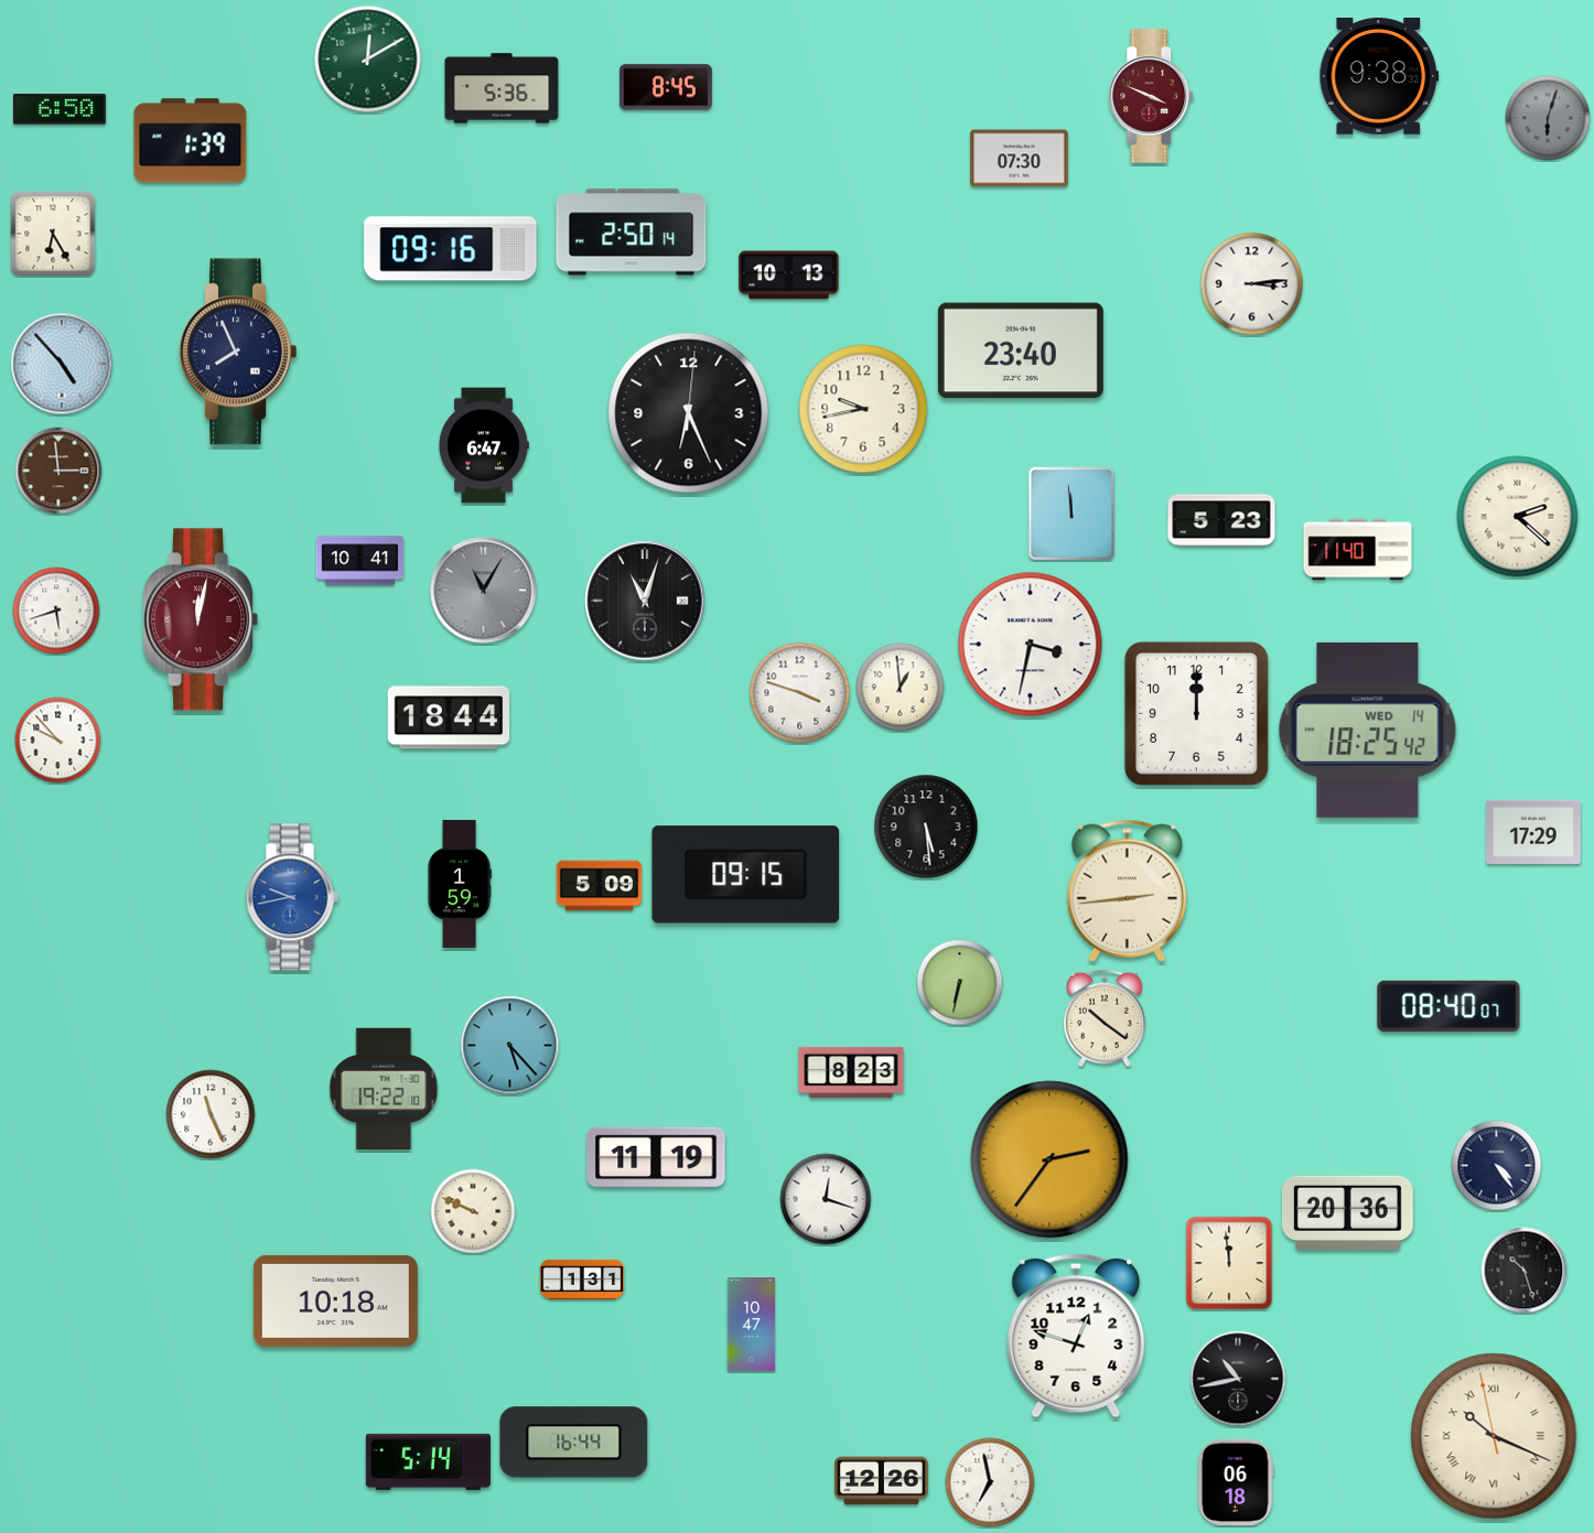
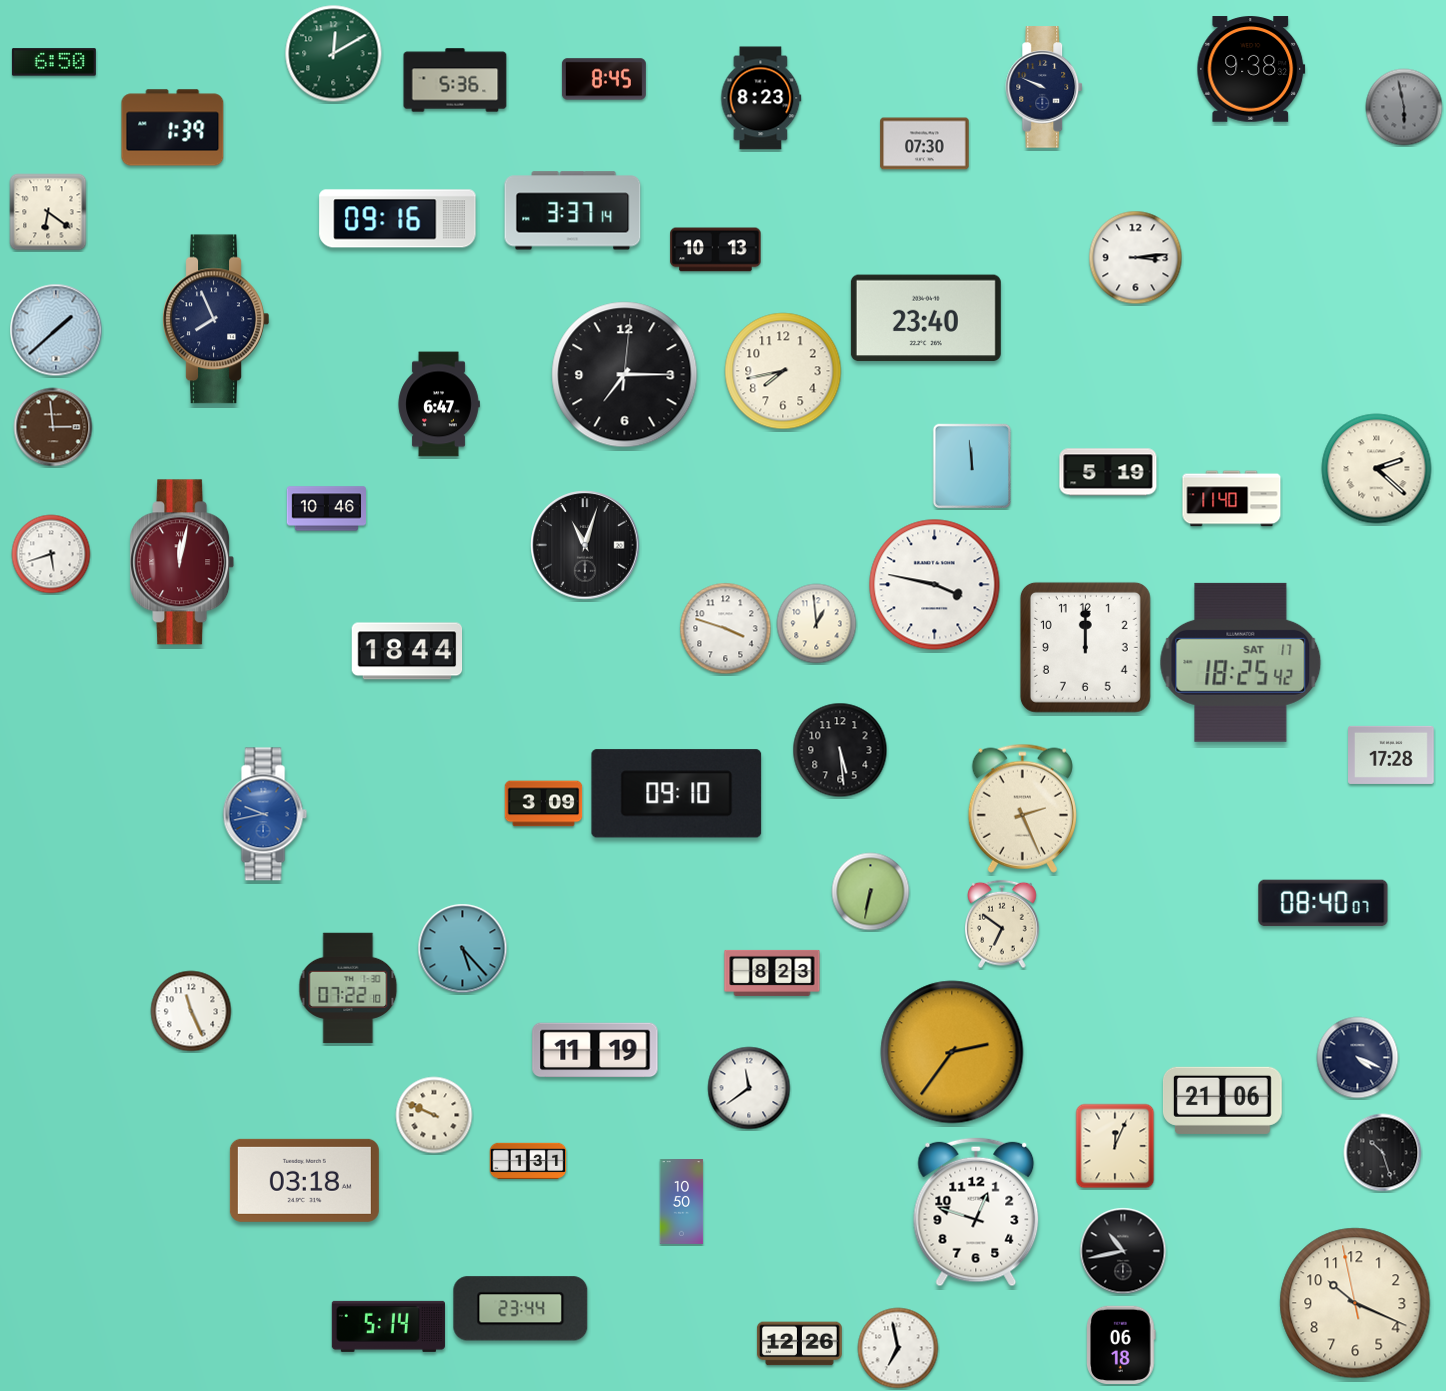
clock at (1152, 96): 3:49 -> 9:49
clock at (1152, 96) dial: burgundy -> navy
clock at (761, 98): none -> 8:23
clock at (60, 109) position: (60, 109) -> (54, 62)
clock at (1548, 118): 6:03 -> 5:58
clock at (632, 233): 2:50 -> 3:37
clock at (53, 234): 6:25 -> 6:21
clock at (451, 249) position: (451, 249) -> (398, 219)
clock at (62, 364): 4:53 -> 1:38
clock at (863, 409): 9:43 -> 7:43
clock at (689, 413): 6:26 -> 7:15
clock at (1221, 520): 5:23 -> 5:19
clock at (359, 561): 10:41 -> 10:46
clock at (484, 591): 11:05 -> none
clock at (1031, 645): 3:32 -> 3:47
clock at (1368, 730) date: WED 14 -> SAT 17
clock at (58, 741): 9:53 -> none
clock at (1534, 832): 17:29 -> 17:28
clock at (746, 875): 09:15 -> 09:10
clock at (460, 884): 1:59 -> none
clock at (600, 886): 5:09 -> 3:09
clock at (1127, 890): 2:44 -> 2:26
clock at (1448, 1006) position: (1448, 1006) -> (1323, 903)
clock at (1106, 1018): 10:21 -> 6:51
clock at (384, 1089): 19:22 -> 07:22
clock at (1497, 1166): 4:24 -> 4:19
clock at (826, 1199): 12:18 -> 11:39
clock at (473, 1211) position: (473, 1211) -> (434, 1115)
clock at (1347, 1212): 20:36 -> 21:06
clock at (1229, 1263): 11:59 -> 12:04
clock at (335, 1300): 10:18 -> 03:18
clock at (752, 1325): 10:47 -> 10:50
clock at (1494, 1436) numerals: Roman -> Arabic
clock at (574, 1443): 16:44 -> 23:44
clock at (990, 1482) position: (990, 1482) -> (898, 1348)
